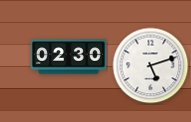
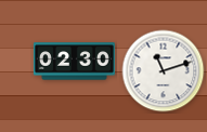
clock at (151, 66): 5:12 -> 11:12
